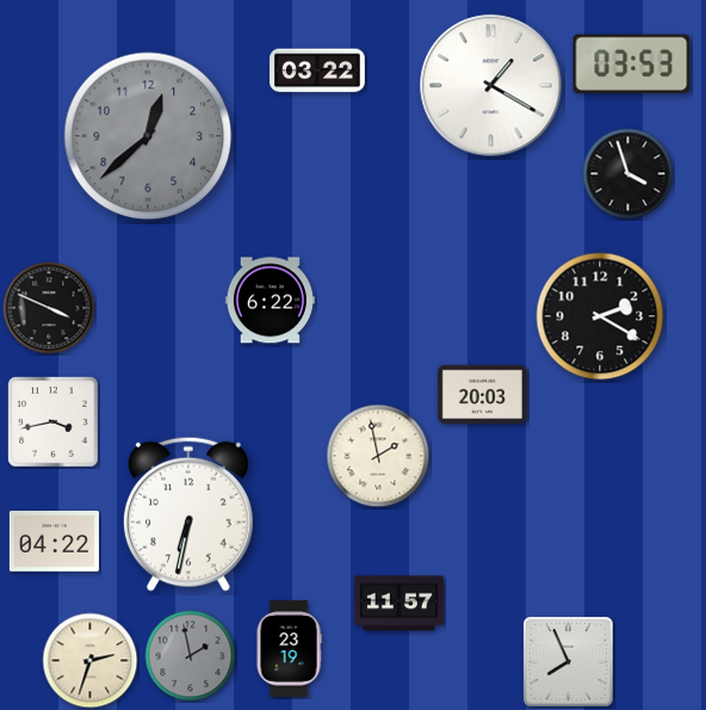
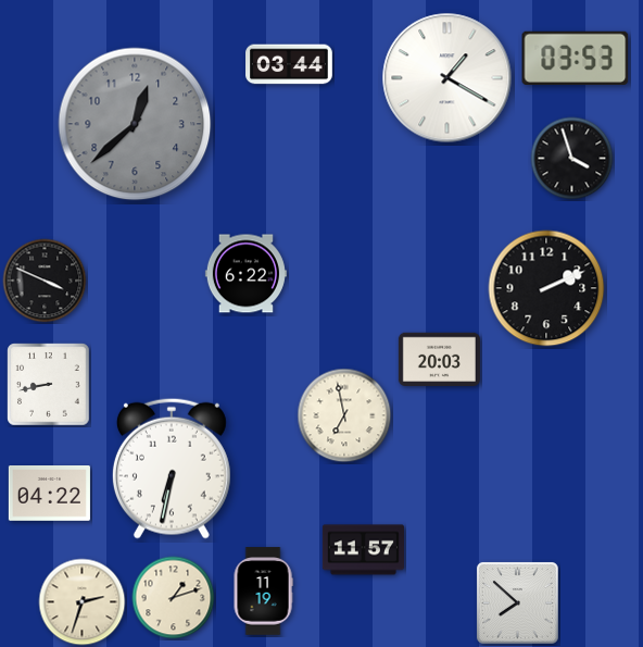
clock at (317, 70): 03:22 -> 03:44
clock at (600, 316): 2:20 -> 2:11
clock at (54, 422): 3:43 -> 8:43
clock at (378, 456): 1:58 -> 6:58
clock at (289, 649): 23:19 -> 11:19
clock at (191, 656): 1:58 -> 1:12
clock at (191, 656) dial: grey -> cream
clock at (568, 661): 7:56 -> 7:52
